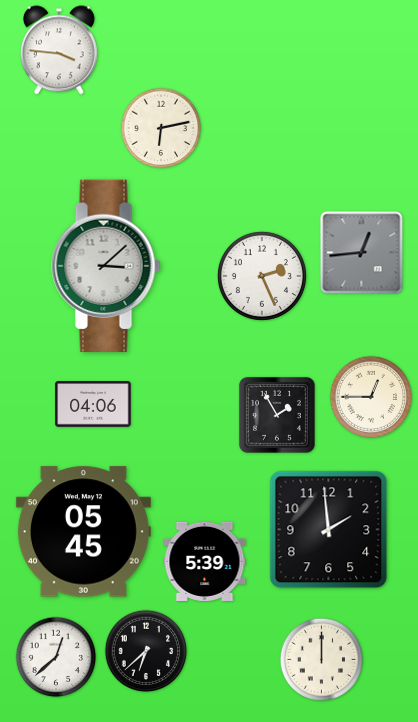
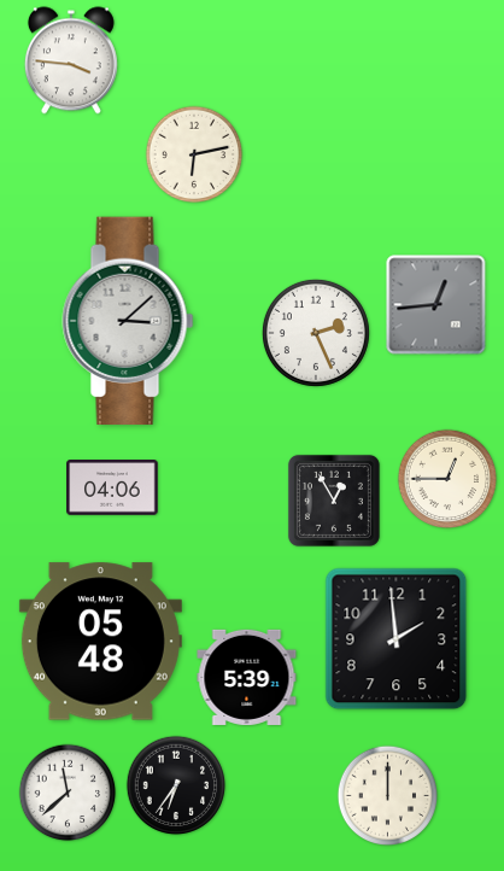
clock at (277, 415): 1:55 -> 12:55
clock at (83, 532): 05:45 -> 05:48
clock at (146, 651): 6:38 -> 6:36
clock at (56, 657): 12:38 -> 11:38
